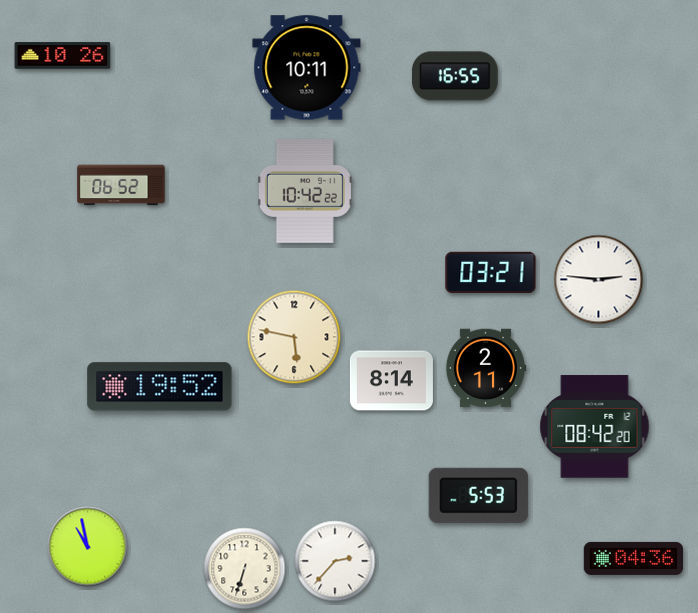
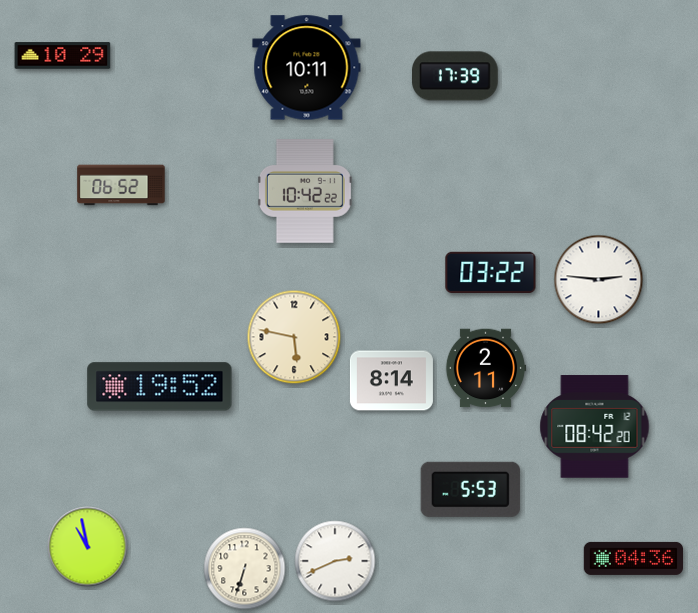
clock at (63, 56): 10:26 -> 10:29
clock at (455, 76): 16:55 -> 17:39
clock at (491, 273): 03:21 -> 03:22
clock at (478, 495) position: (478, 495) -> (470, 489)
clock at (335, 561): 2:37 -> 2:41
